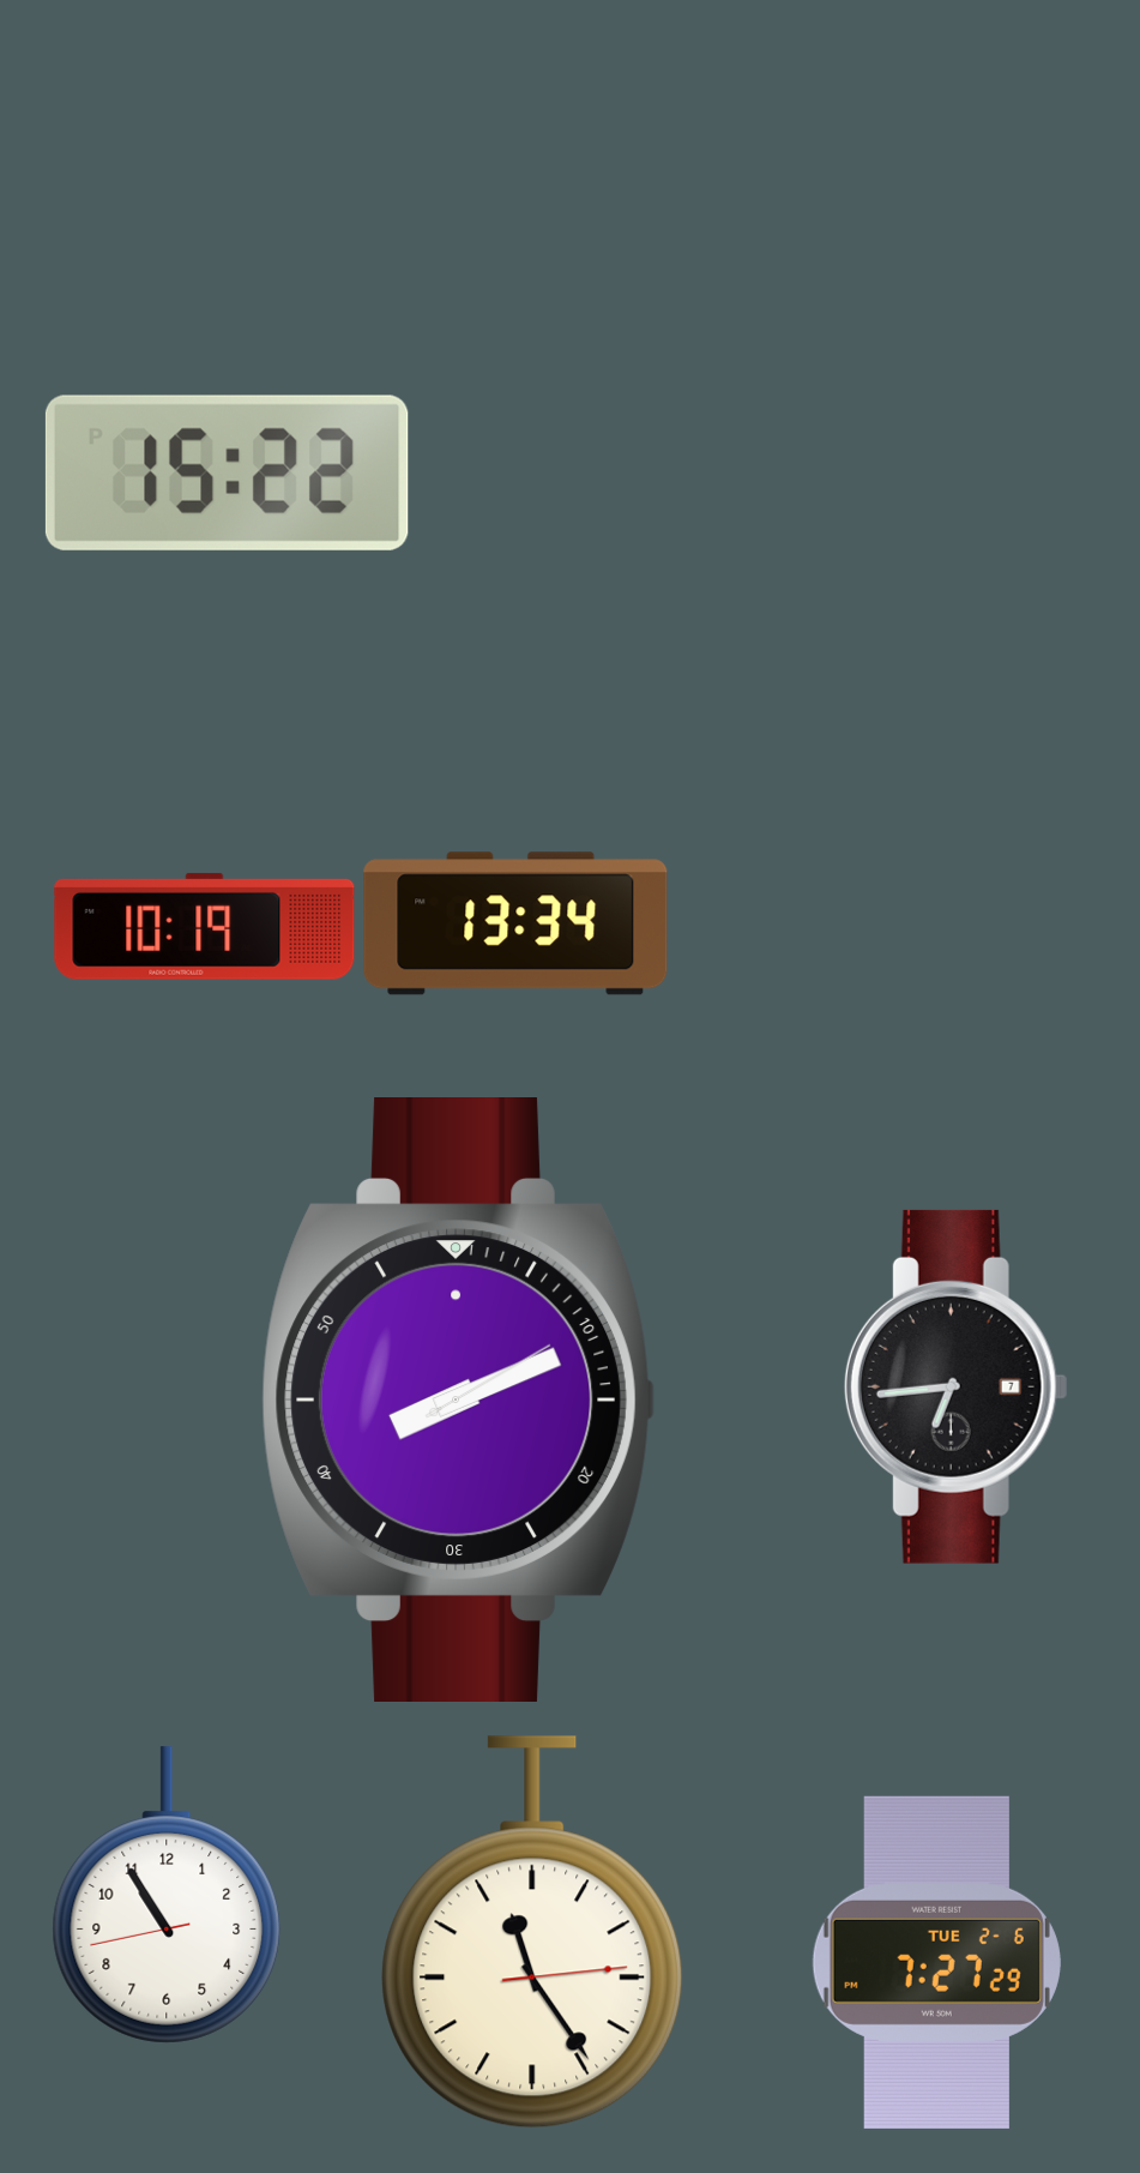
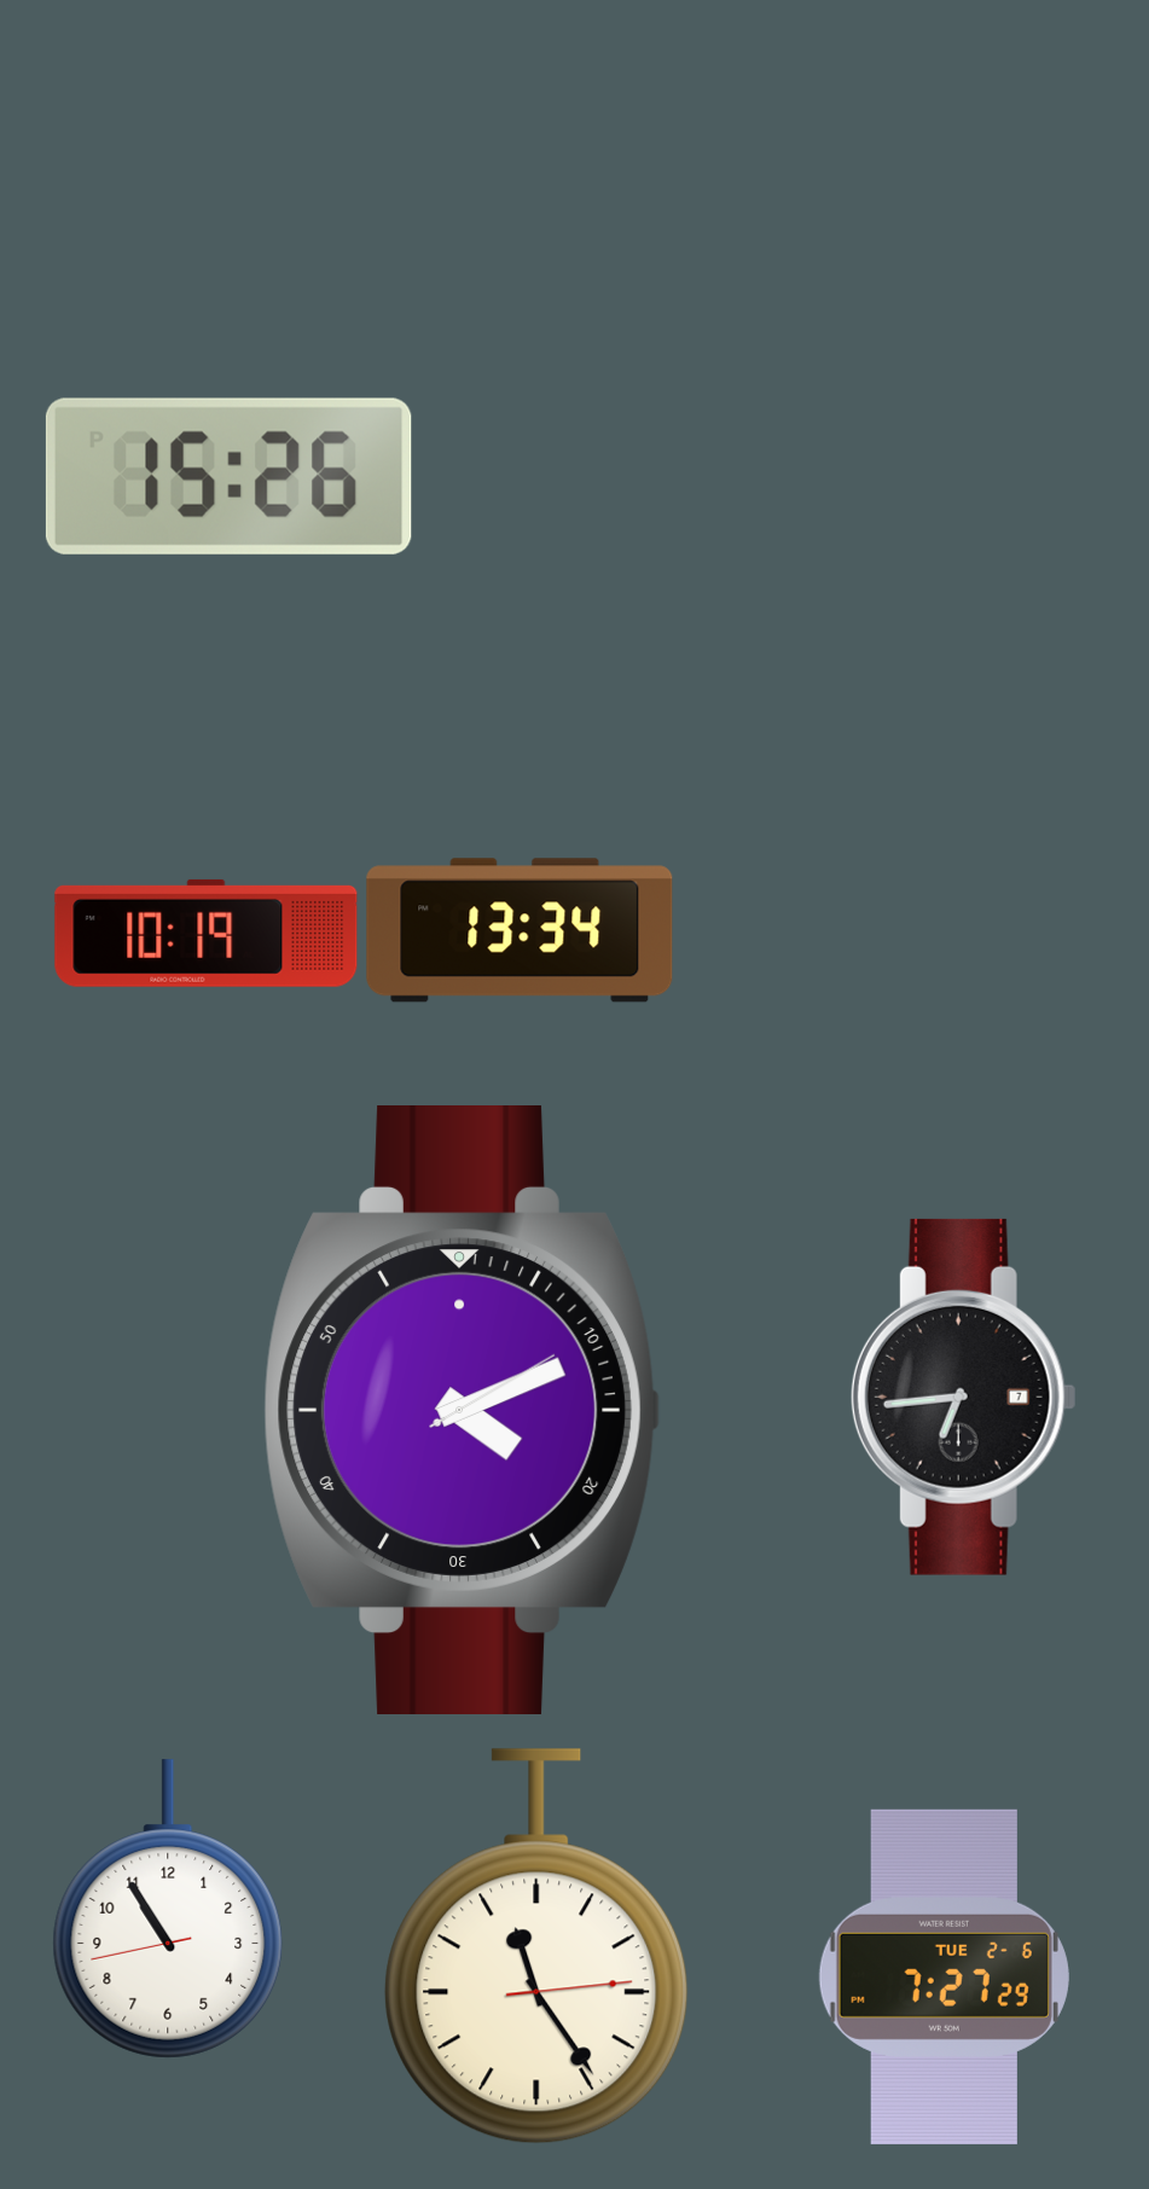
clock at (227, 472): 15:22 -> 15:26
clock at (459, 1399): 8:11 -> 4:11
